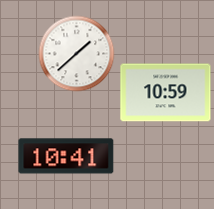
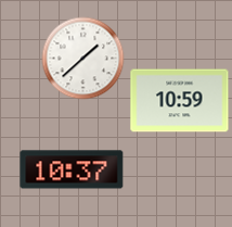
clock at (66, 156): 10:41 -> 10:37
